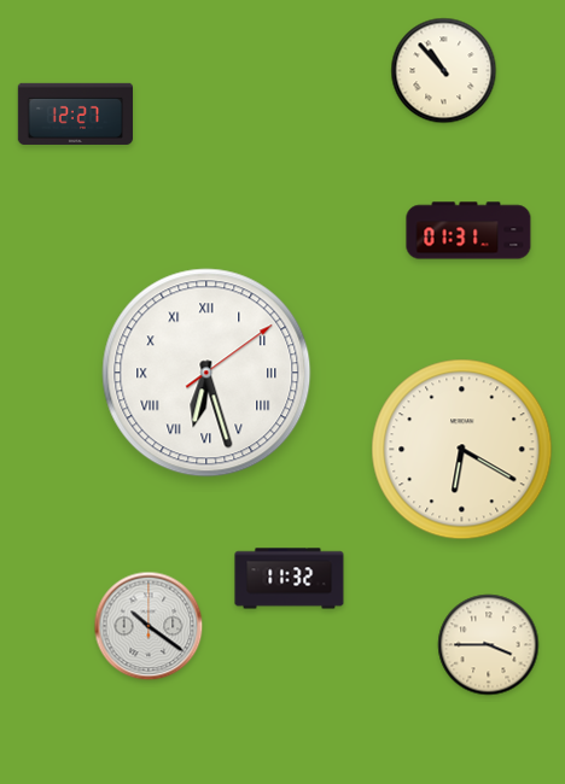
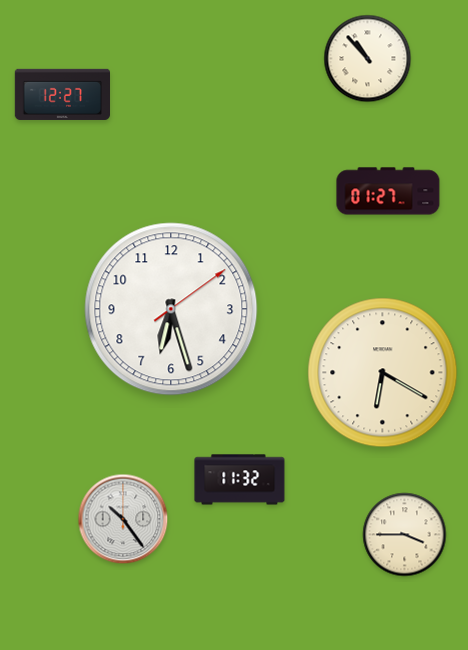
clock at (468, 230): 01:31 -> 01:27
clock at (206, 373) numerals: Roman -> Arabic
clock at (148, 626): 10:21 -> 10:24
